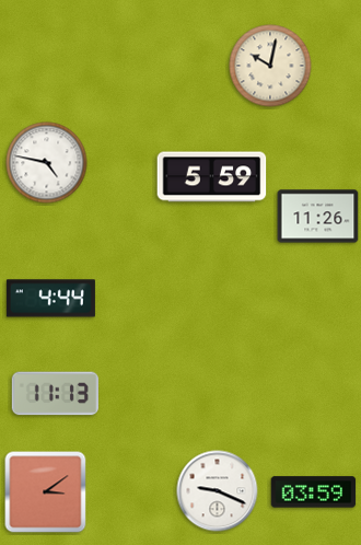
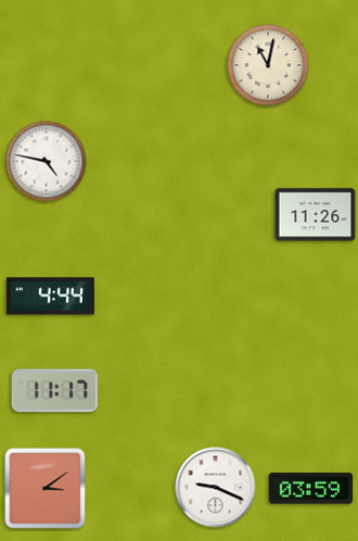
clock at (270, 66): 10:02 -> 11:02
clock at (212, 177): 5:59 -> none
clock at (55, 394): 11:13 -> 11:17
